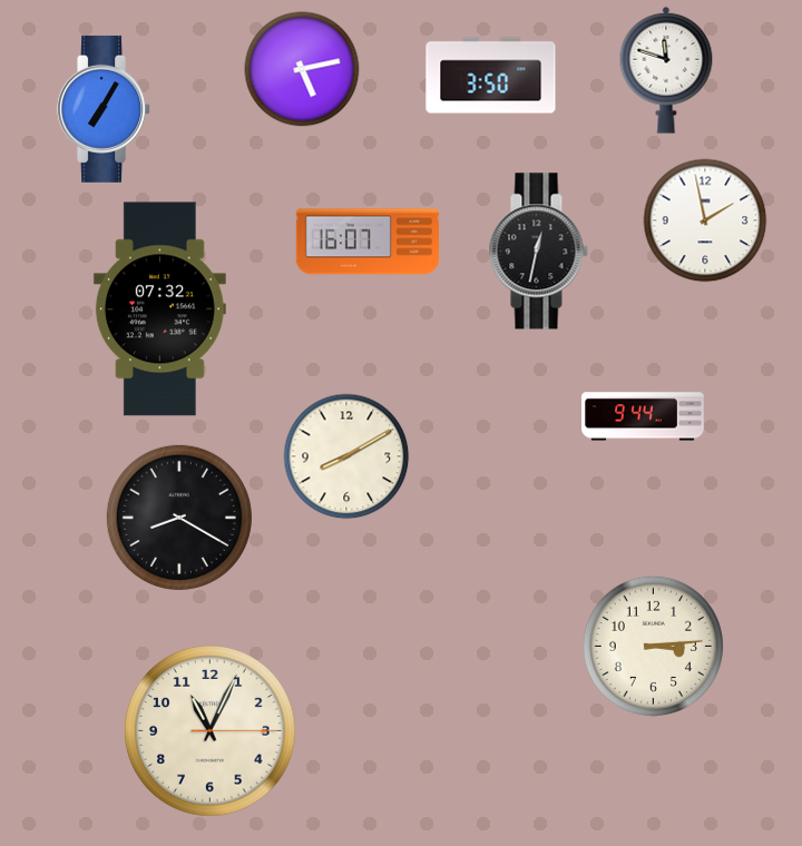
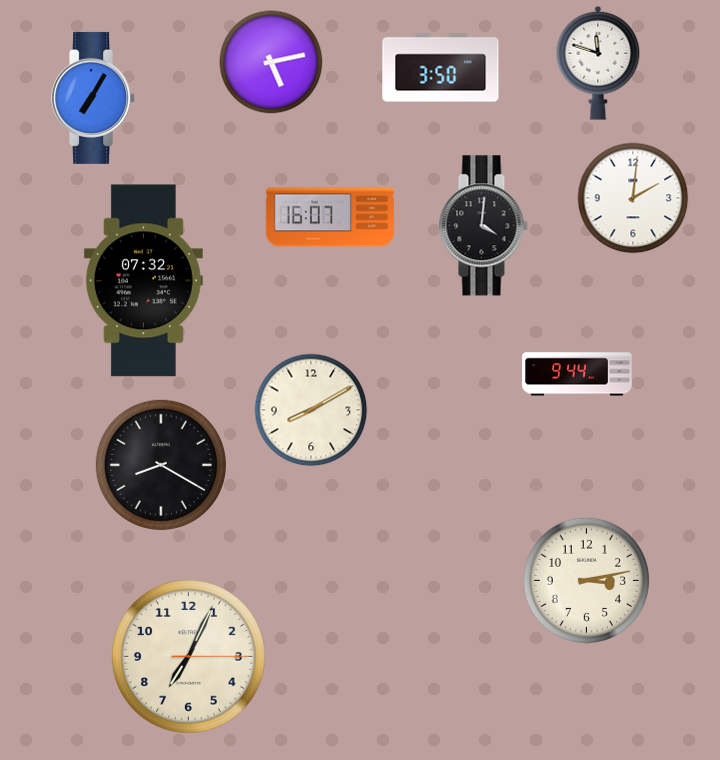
clock at (705, 220): 1:58 -> 2:01
clock at (538, 252): 12:32 -> 4:01
clock at (159, 309) position: (159, 309) -> (143, 281)
clock at (653, 646): 3:14 -> 3:13
clock at (211, 731): 11:04 -> 7:04
